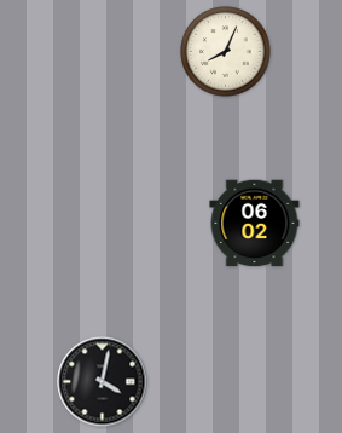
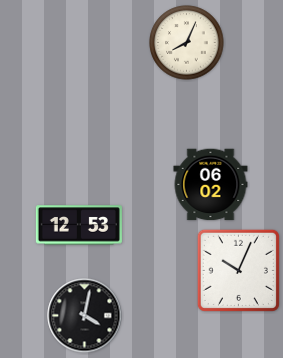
clock at (79, 225): none -> 12:53
clock at (238, 270): none -> 10:04
